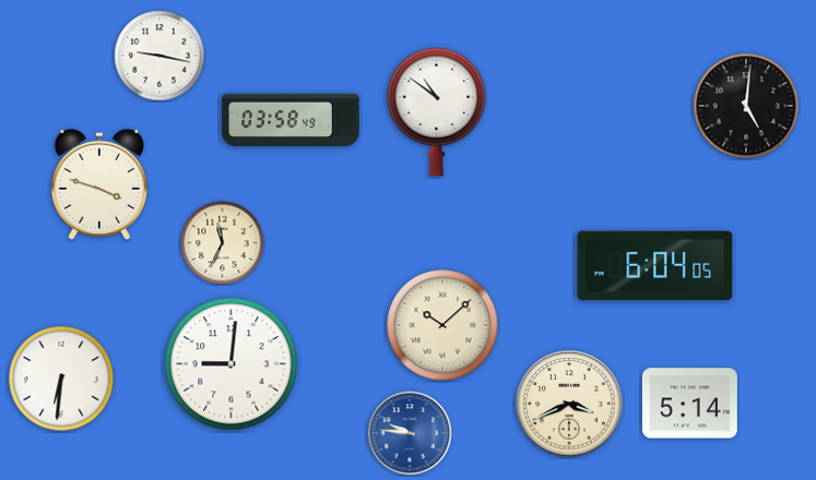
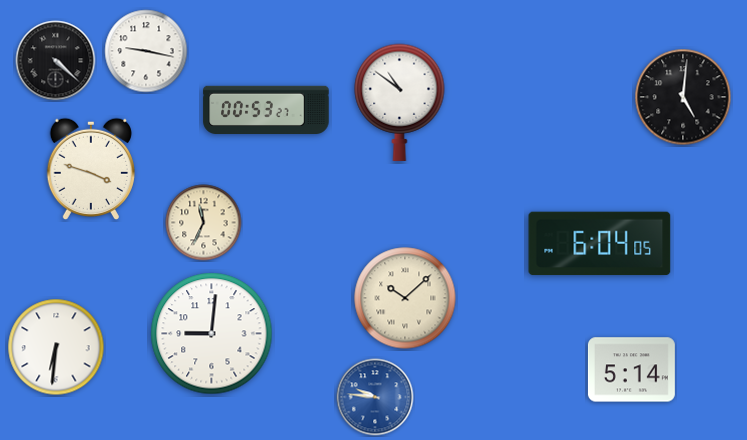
clock at (56, 61): none -> 4:22
clock at (291, 119): 03:58 -> 00:53
clock at (569, 404): 3:41 -> none
